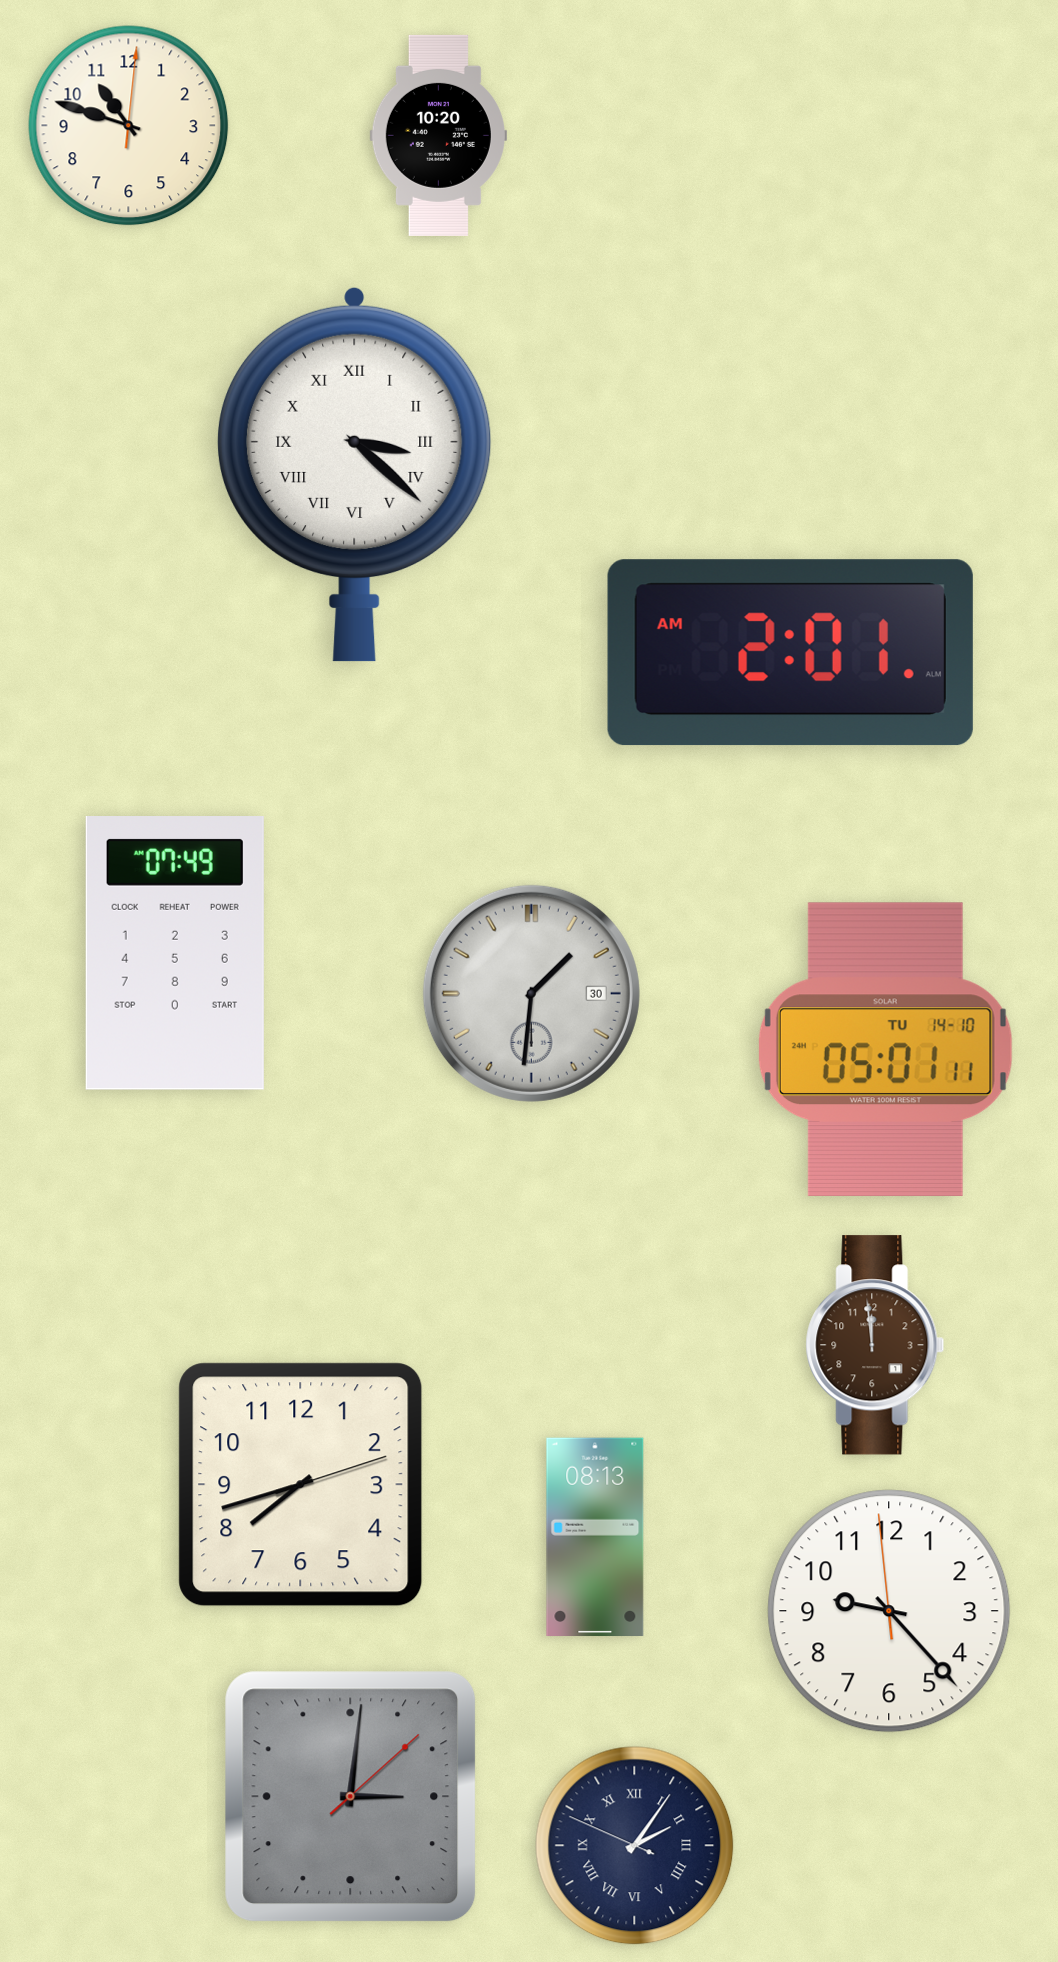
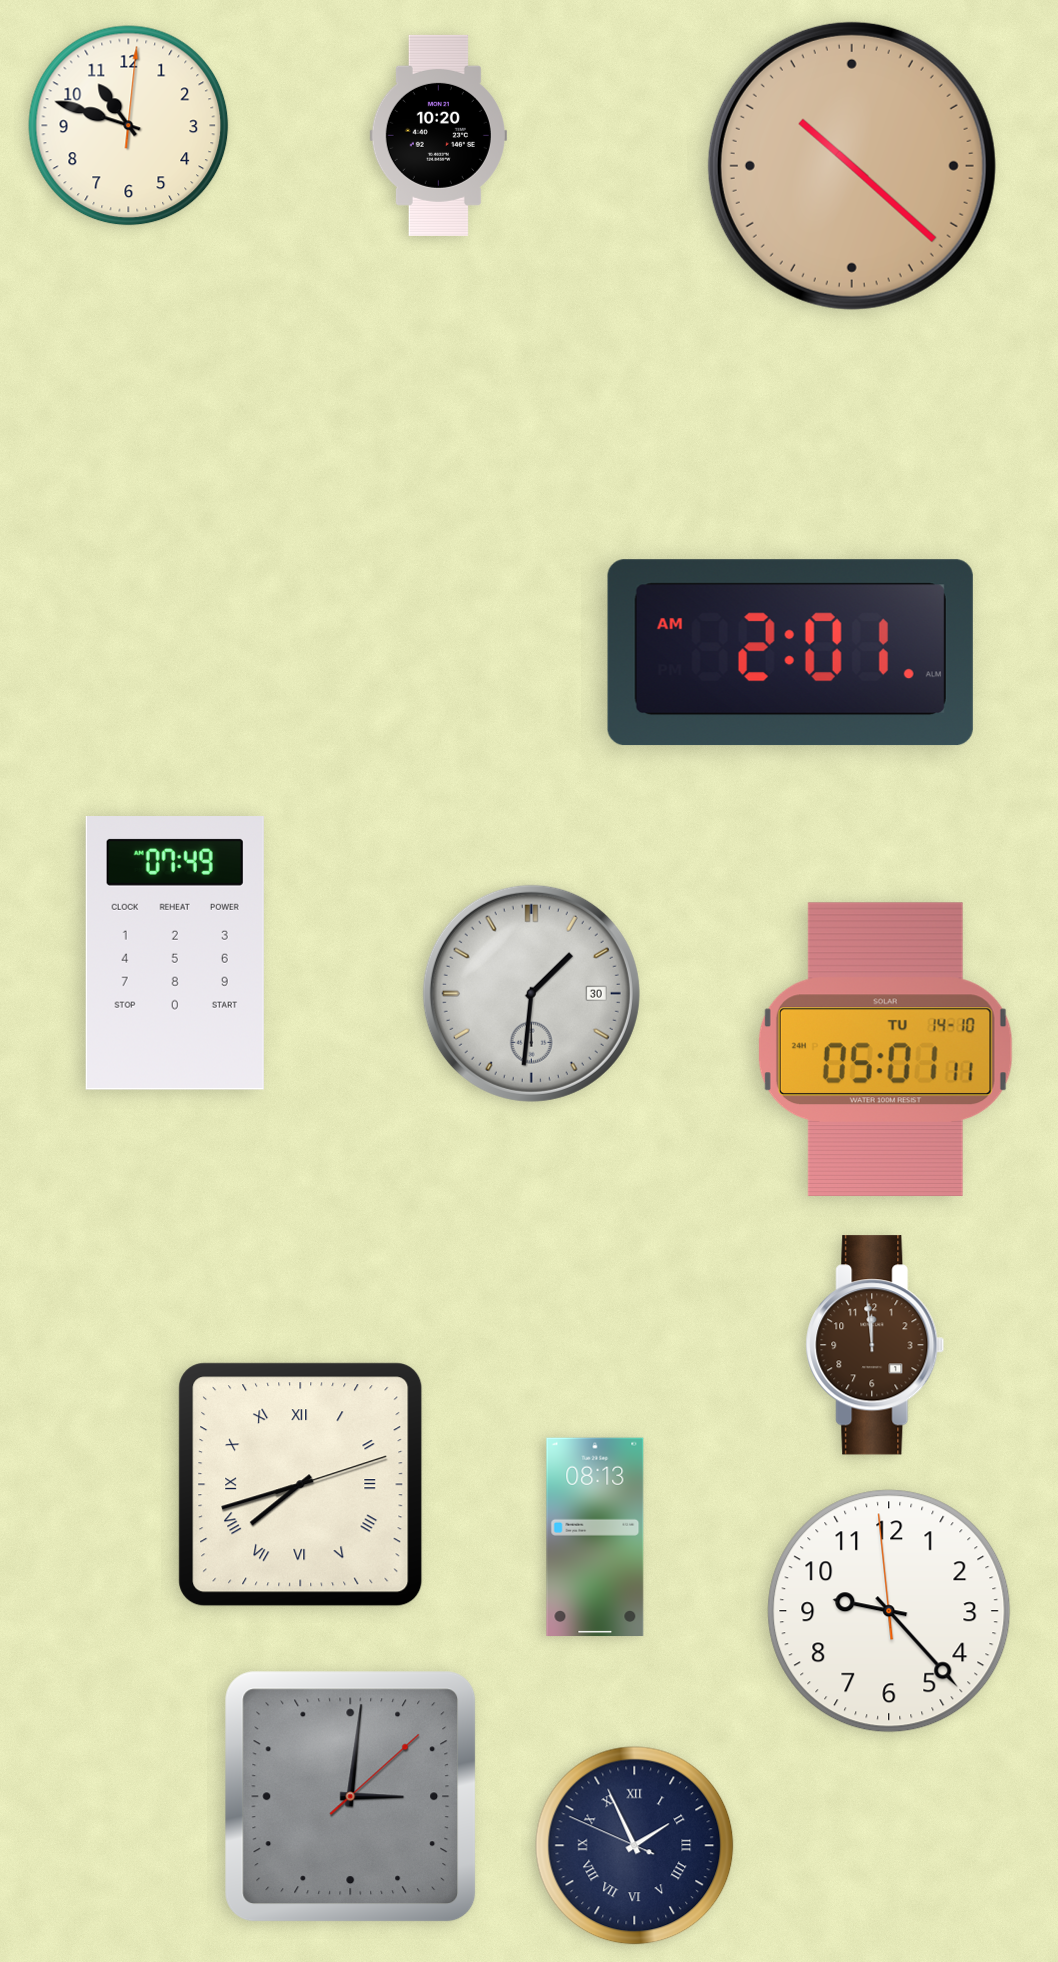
clock at (852, 166): none -> 10:22
clock at (354, 474): 3:22 -> none
clock at (301, 1485) numerals: Arabic -> Roman
clock at (635, 1846): 2:05 -> 1:55
